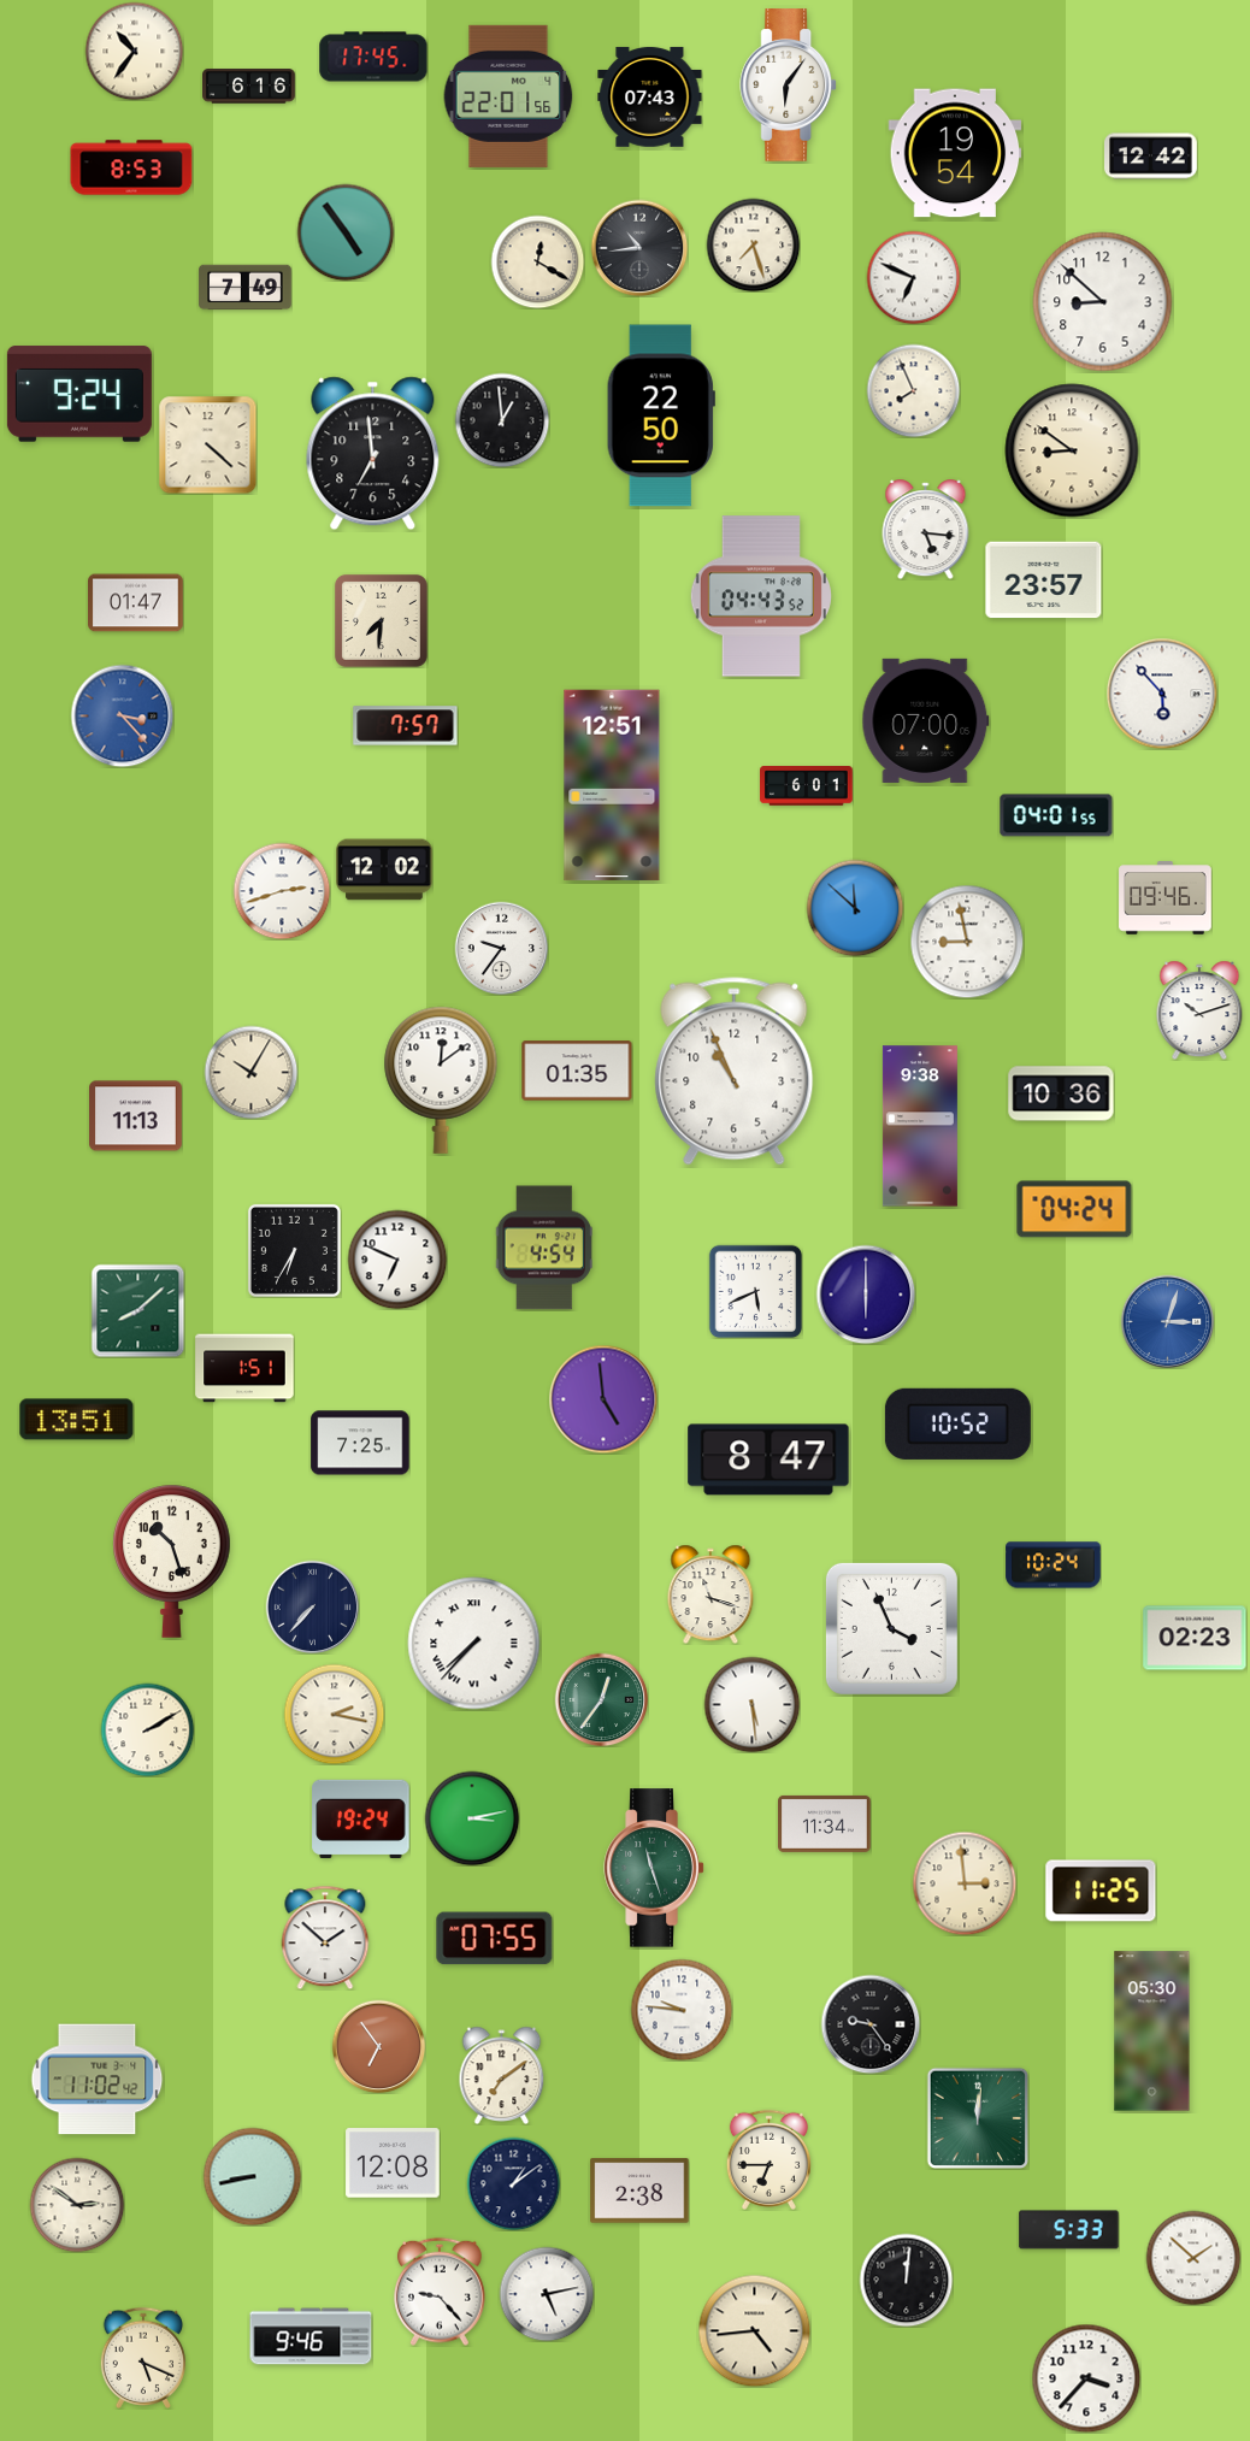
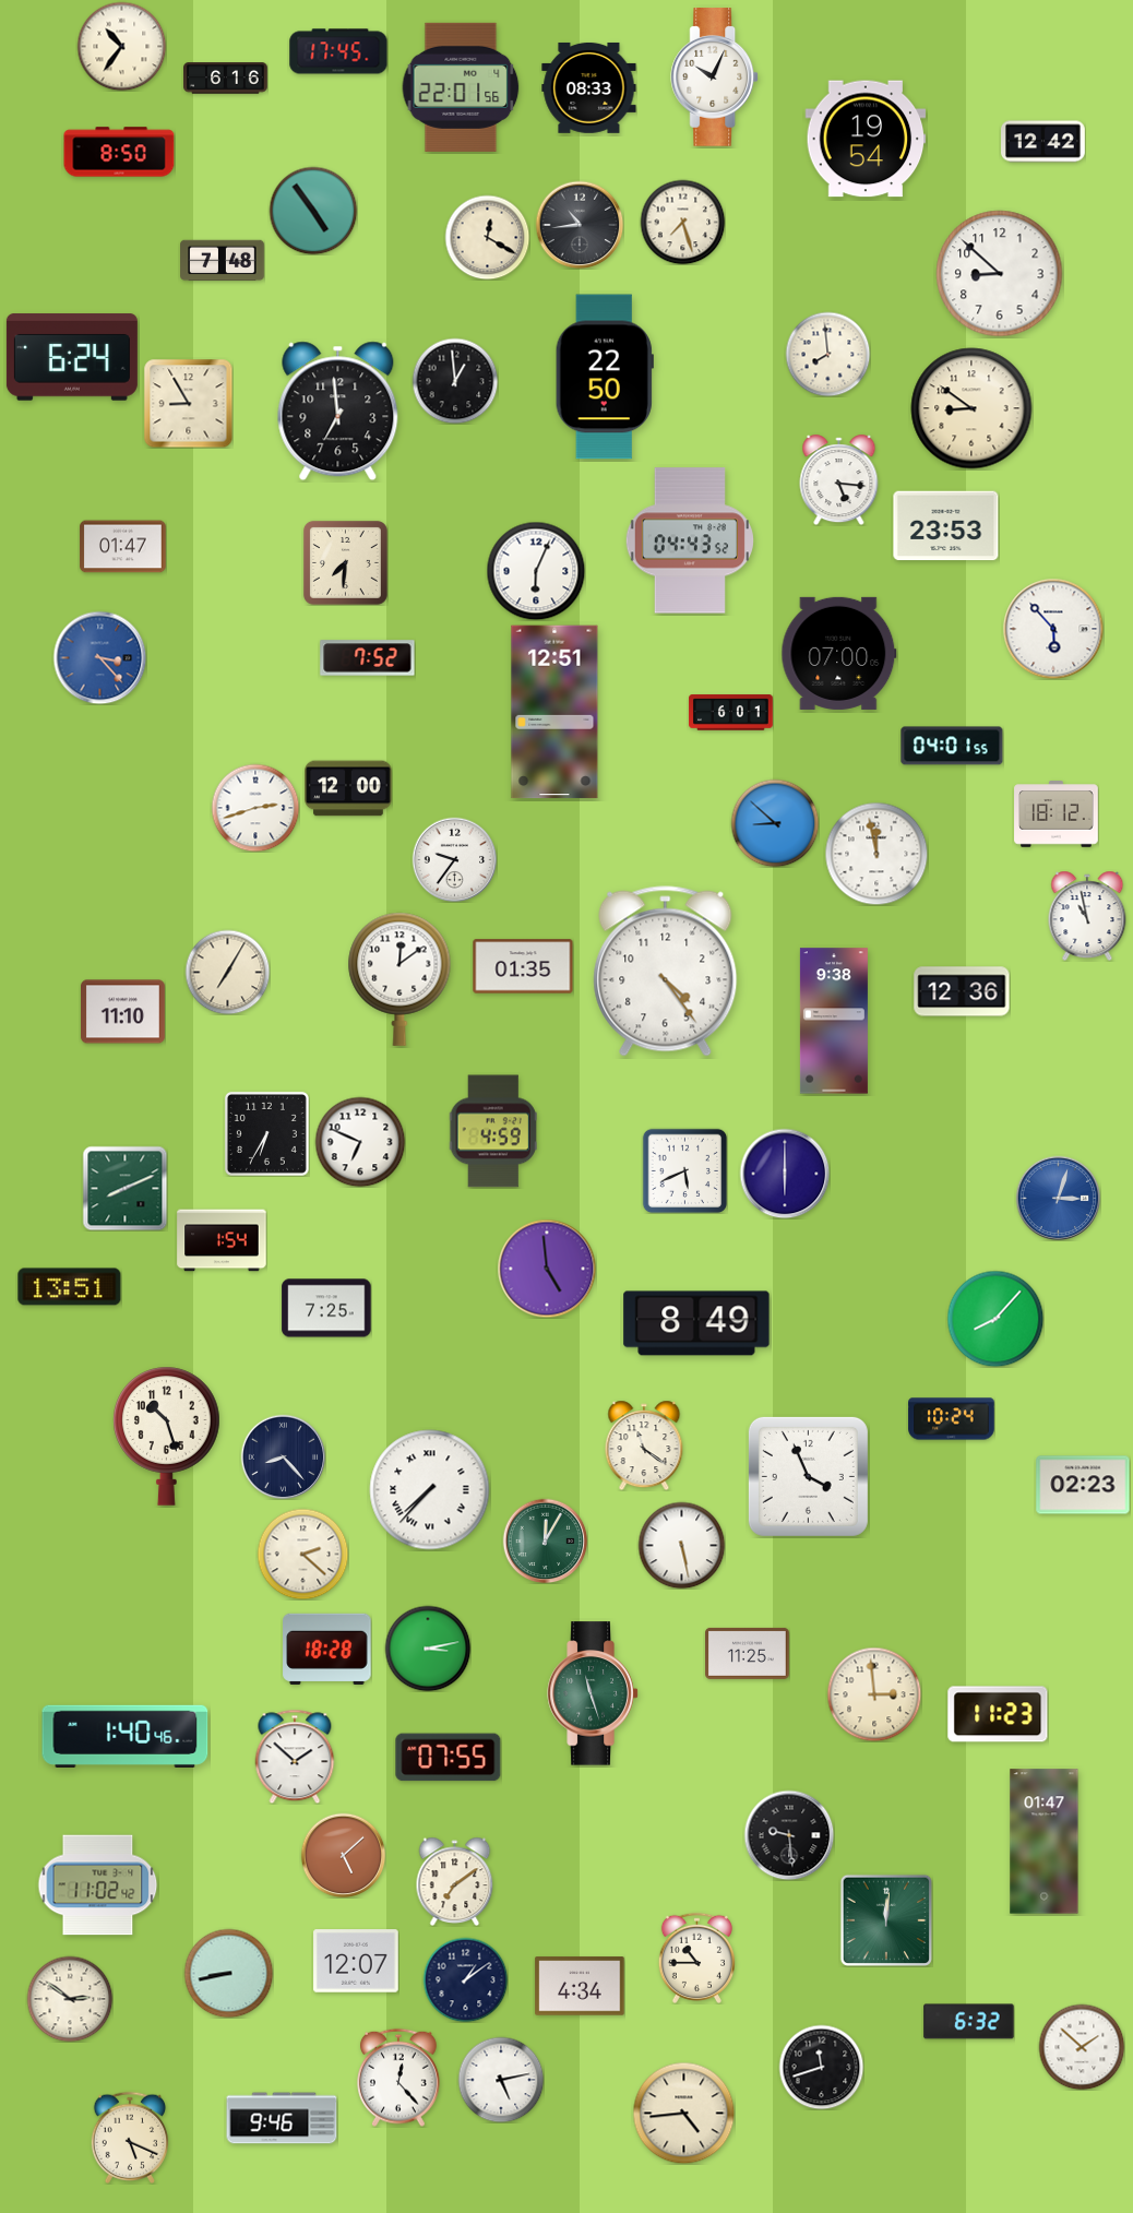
clock at (789, 86): 6:06 -> 10:04
clock at (650, 96): 07:43 -> 08:33
clock at (131, 167): 8:53 -> 8:50
clock at (913, 277): 6:49 -> none
clock at (246, 288): 7:49 -> 7:48
clock at (913, 390): 7:56 -> 7:59
clock at (79, 394): 9:24 -> 6:24
clock at (661, 415) position: (661, 415) -> (605, 377)
clock at (207, 444): 4:22 -> 8:55
clock at (1044, 580): 23:57 -> 23:53
clock at (536, 571): none -> 6:04
clock at (122, 715) position: (122, 715) -> (99, 657)
clock at (406, 726): 7:57 -> 7:52
clock at (1056, 815) position: (1056, 815) -> (952, 746)
clock at (384, 869): 12:02 -> 12:00
clock at (1166, 898): 09:46 -> 18:12
clock at (855, 908): 11:52 -> 8:52
clock at (967, 942): 8:58 -> 11:58
clock at (1199, 1010): 10:12 -> 10:58
clock at (577, 1071) position: (577, 1071) -> (523, 966)
clock at (250, 1072): 10:05 -> 7:05
clock at (735, 1072): 10:56 -> 4:24
clock at (1061, 1093): 10:36 -> 12:36
clock at (136, 1116): 11:13 -> 11:10
clock at (1074, 1209): 04:24 -> none
clock at (544, 1248): 4:54 -> 4:59
clock at (137, 1310): 8:08 -> 8:11
clock at (244, 1368): 1:51 -> 1:54
clock at (957, 1423): 10:52 -> none
clock at (995, 1319): none -> 8:07
clock at (768, 1460): 8:47 -> 8:49
clock at (172, 1561) position: (172, 1561) -> (167, 1436)
clock at (1054, 1566) position: (1054, 1566) -> (952, 1419)
clock at (711, 1594): 11:18 -> 11:21
clock at (312, 1606): 7:37 -> 8:23
clock at (601, 1699): 12:36 -> 12:05
clock at (751, 1704): 5:29 -> 5:28
clock at (334, 1714): 2:17 -> 2:22
clock at (147, 1729): 2:10 -> none
clock at (361, 1818): 19:24 -> 18:28
clock at (825, 1823): 11:34 -> 11:25
clock at (965, 1883) position: (965, 1883) -> (874, 1694)
clock at (1101, 1891): 11:25 -> 11:23
clock at (126, 1736): none -> 1:40
clock at (682, 2010): 9:46 -> none
clock at (871, 2024): 9:24 -> 9:29
clock at (1152, 2032): 05:30 -> 01:47
clock at (378, 2046): 6:54 -> 5:08
clock at (98, 2080) position: (98, 2080) -> (98, 1885)
clock at (768, 2159): 6:45 -> 10:45
clock at (393, 2163): 12:08 -> 12:07
clock at (639, 2191): 2:38 -> 4:34
clock at (1069, 2230): 5:33 -> 6:32
clock at (906, 2280): 12:01 -> 11:42
clock at (441, 2292): 9:23 -> 12:23
clock at (547, 2294) position: (547, 2294) -> (501, 2080)
clock at (1086, 2378): 3:37 -> none
